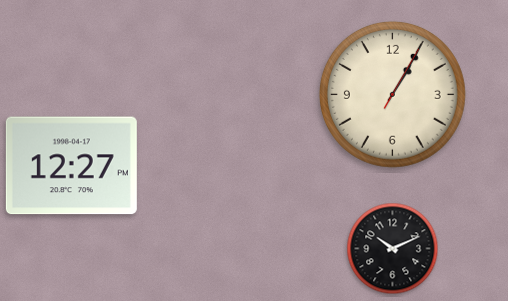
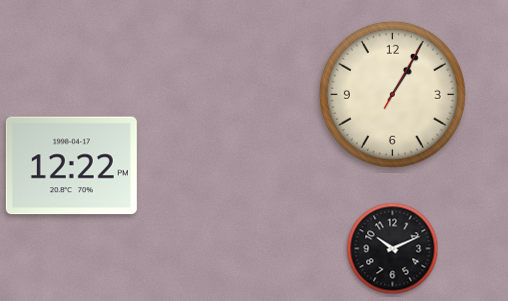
clock at (71, 166): 12:27 -> 12:22
